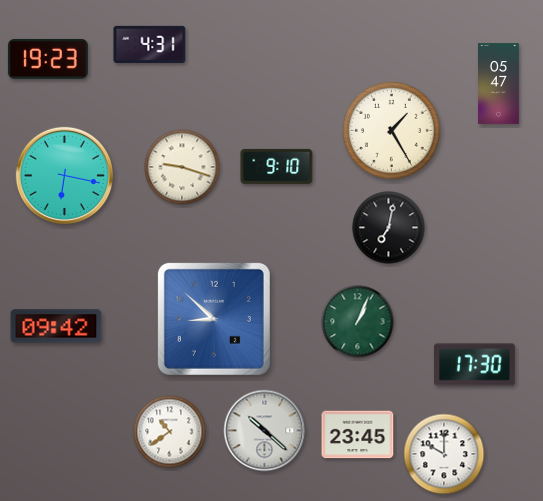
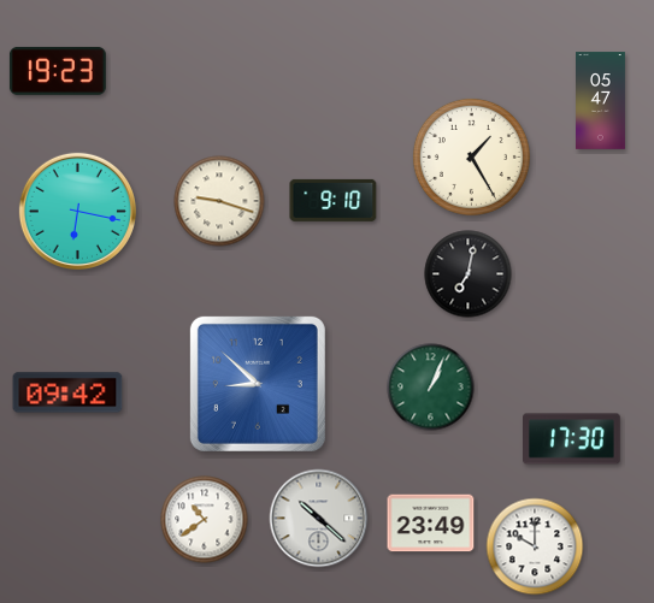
clock at (150, 44): 4:31 -> none
clock at (358, 435): 23:45 -> 23:49
